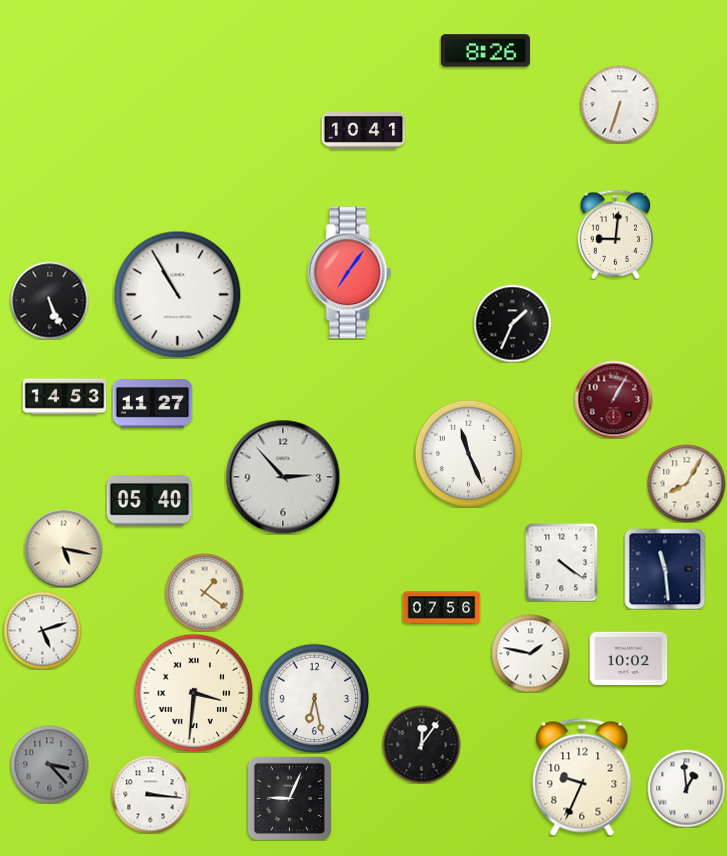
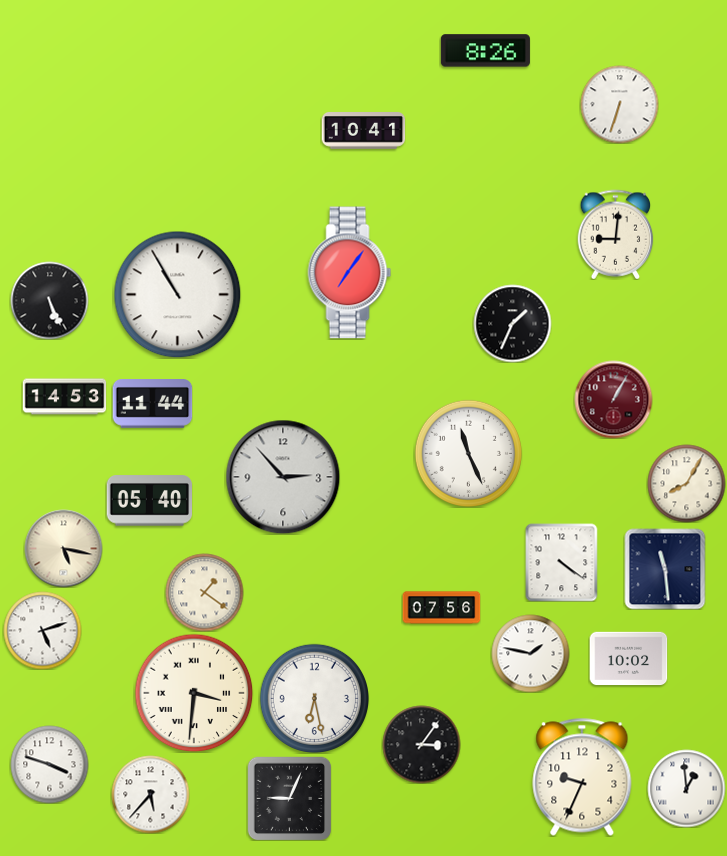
clock at (152, 404): 11:27 -> 11:44
clock at (421, 744): 12:06 -> 3:06
clock at (49, 764): 3:23 -> 3:48
clock at (49, 764) dial: grey -> white
clock at (150, 794): 3:16 -> 5:37
